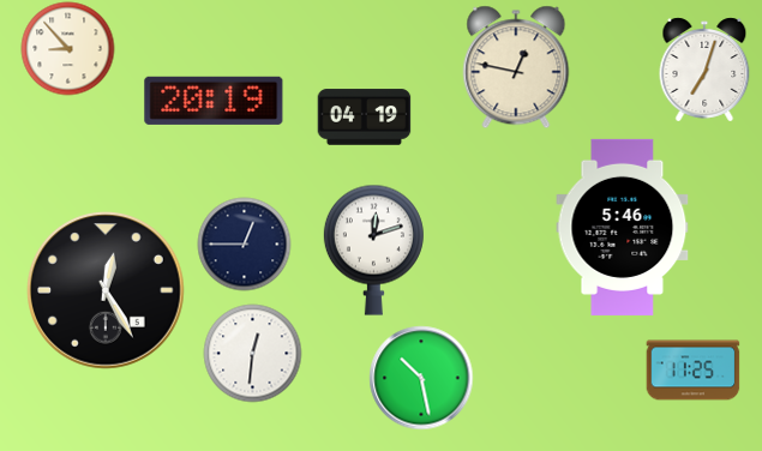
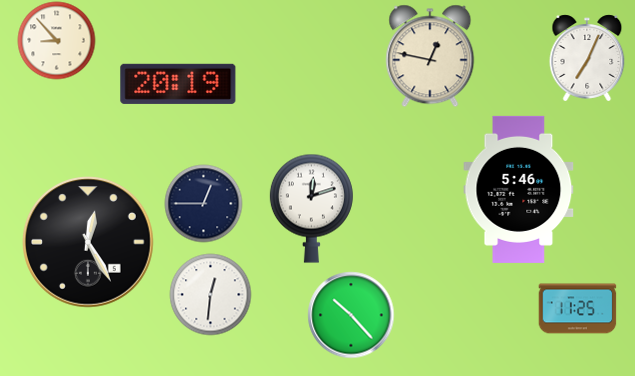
clock at (704, 70): 7:03 -> 7:04
clock at (364, 118): 04:19 -> none
clock at (421, 378): 10:28 -> 10:23
